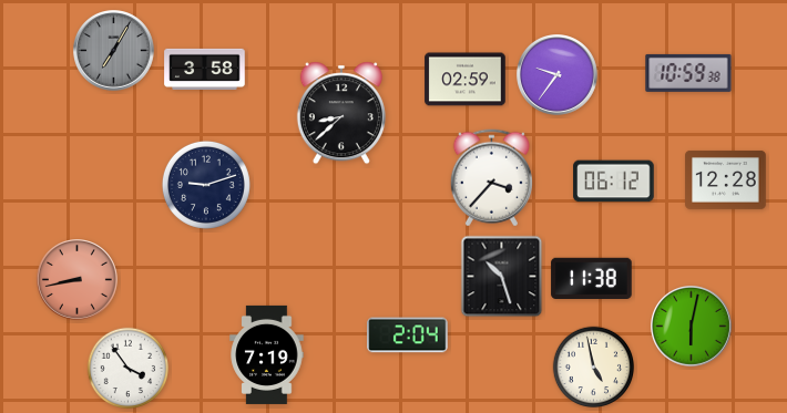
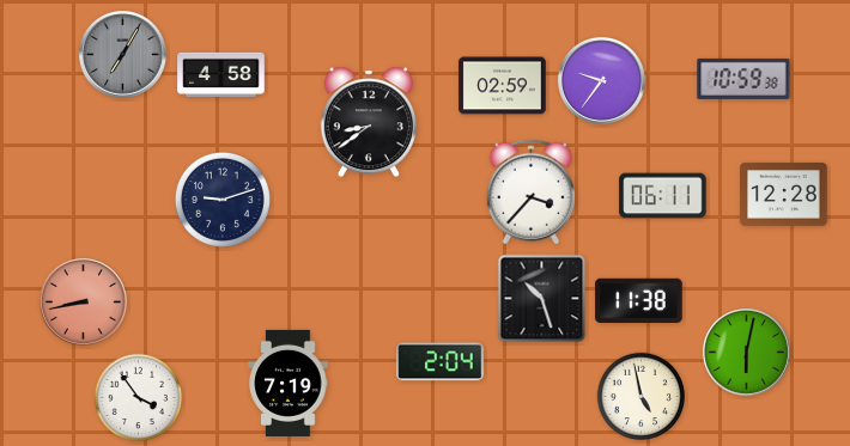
clock at (205, 69): 3:58 -> 4:58
clock at (341, 113): 8:38 -> 8:39
clock at (614, 182): 06:12 -> 06:11
